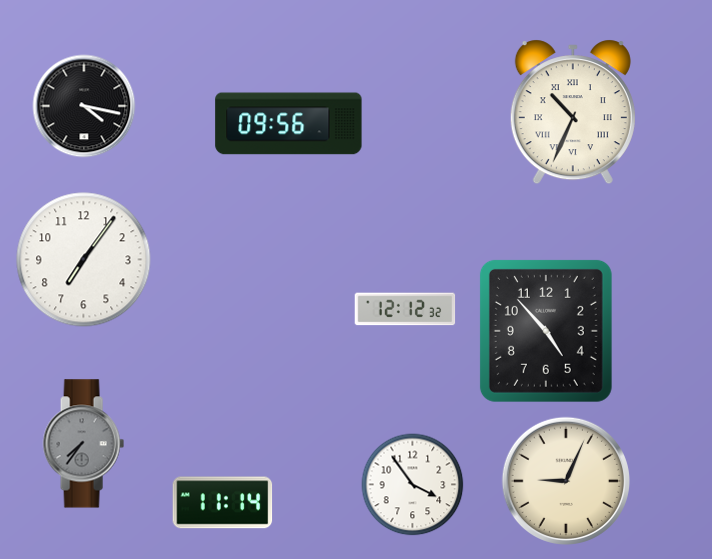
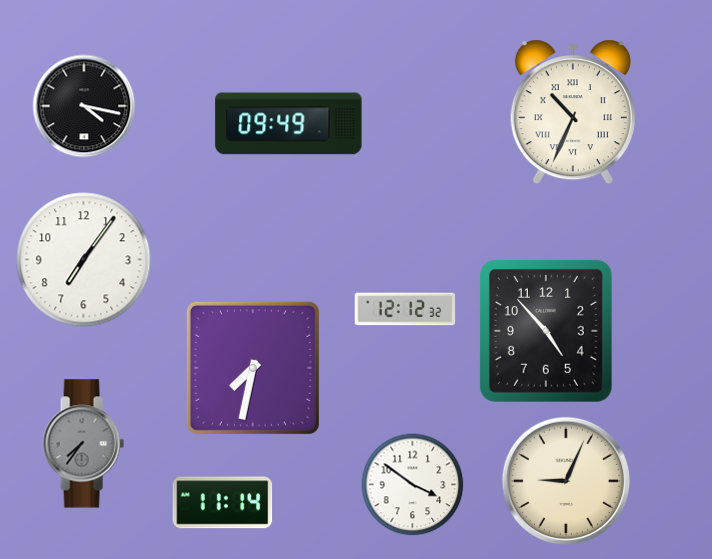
clock at (289, 124): 09:56 -> 09:49
clock at (253, 368): none -> 7:32
clock at (413, 485): 3:54 -> 3:51
